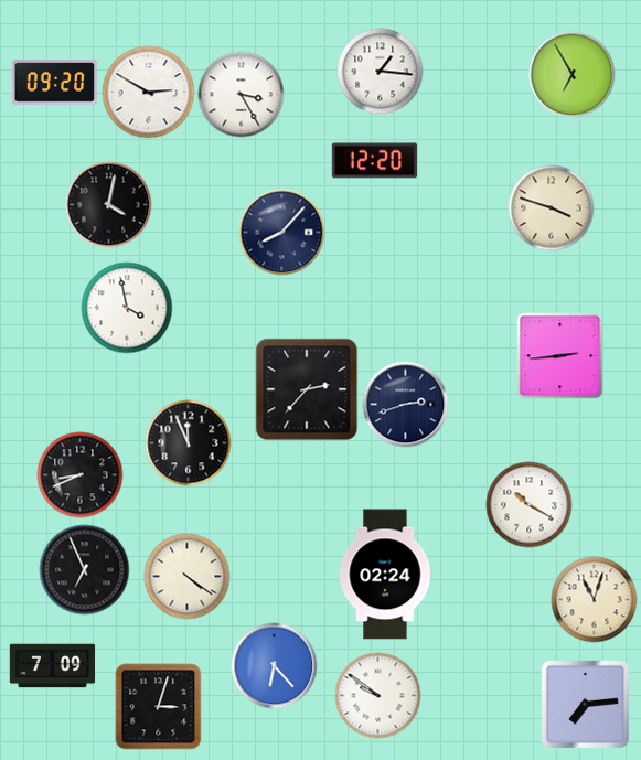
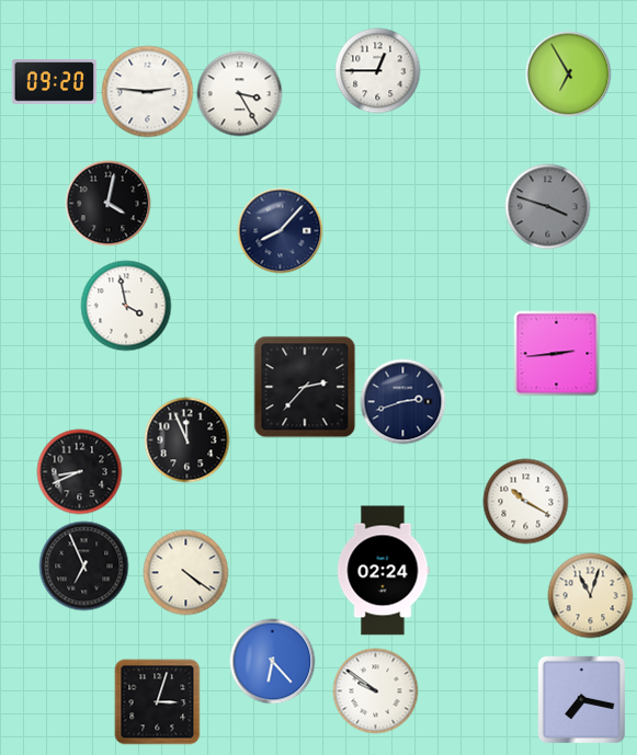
clock at (380, 71): 1:16 -> 12:45
clock at (148, 92): 2:50 -> 2:46
clock at (374, 161): 12:20 -> none
clock at (551, 207) dial: cream -> grey
clock at (52, 666): 7:09 -> none
clock at (585, 704): 7:14 -> 7:17
